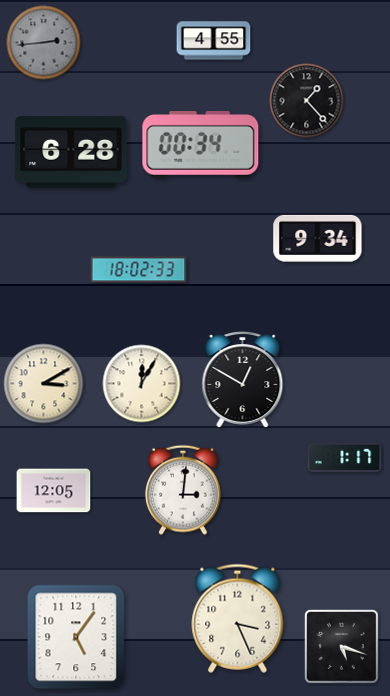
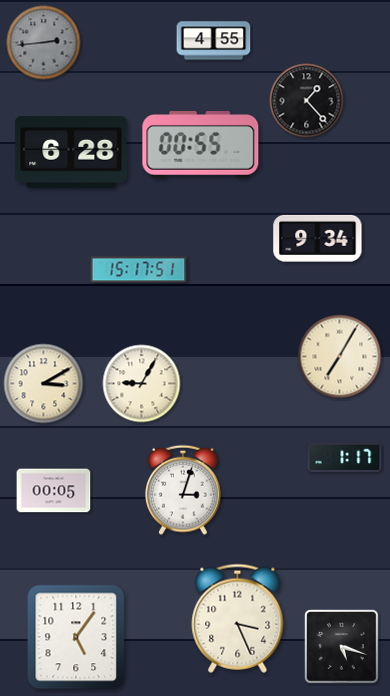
clock at (201, 145): 00:34 -> 00:55
clock at (139, 270): 18:02 -> 15:17
clock at (340, 357): none -> 7:05
clock at (243, 380): 12:50 -> none
clock at (142, 384): 12:05 -> 9:05
clock at (184, 490): 3:01 -> 3:03
clock at (54, 491): 12:05 -> 00:05
